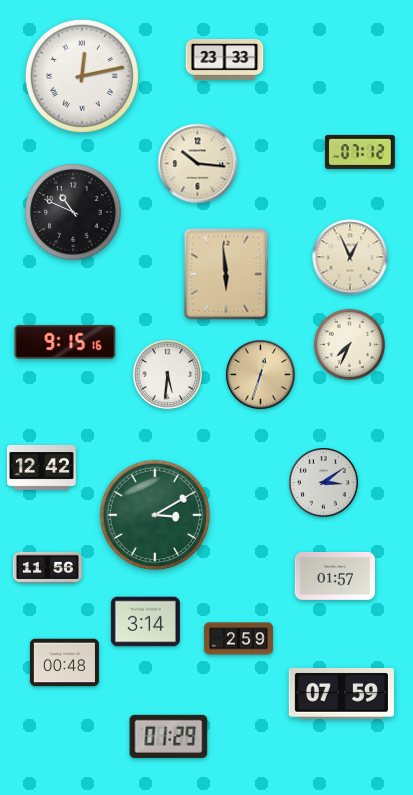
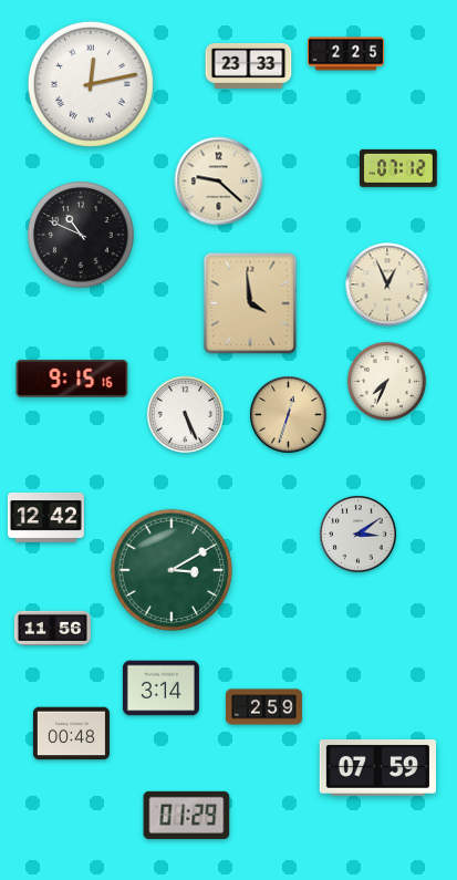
clock at (345, 54): none -> 2:25
clock at (198, 164): 10:16 -> 9:22
clock at (226, 274): 5:59 -> 3:59
clock at (168, 375): 5:31 -> 5:26
clock at (334, 577): 01:57 -> none
